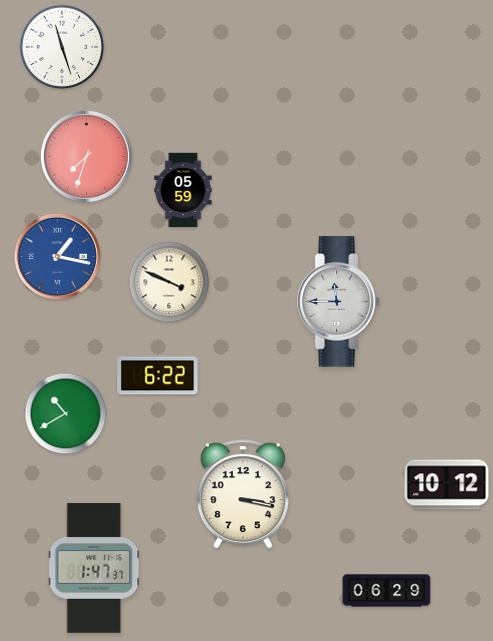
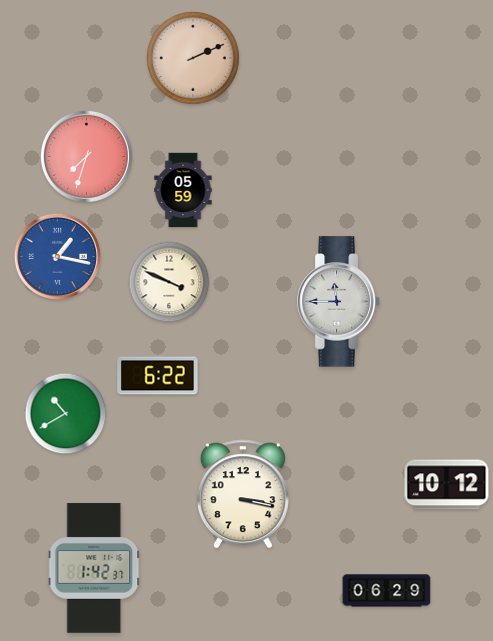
clock at (62, 47): 11:27 -> none
clock at (193, 58): none -> 2:11
clock at (94, 568): 1:47 -> 1:42
